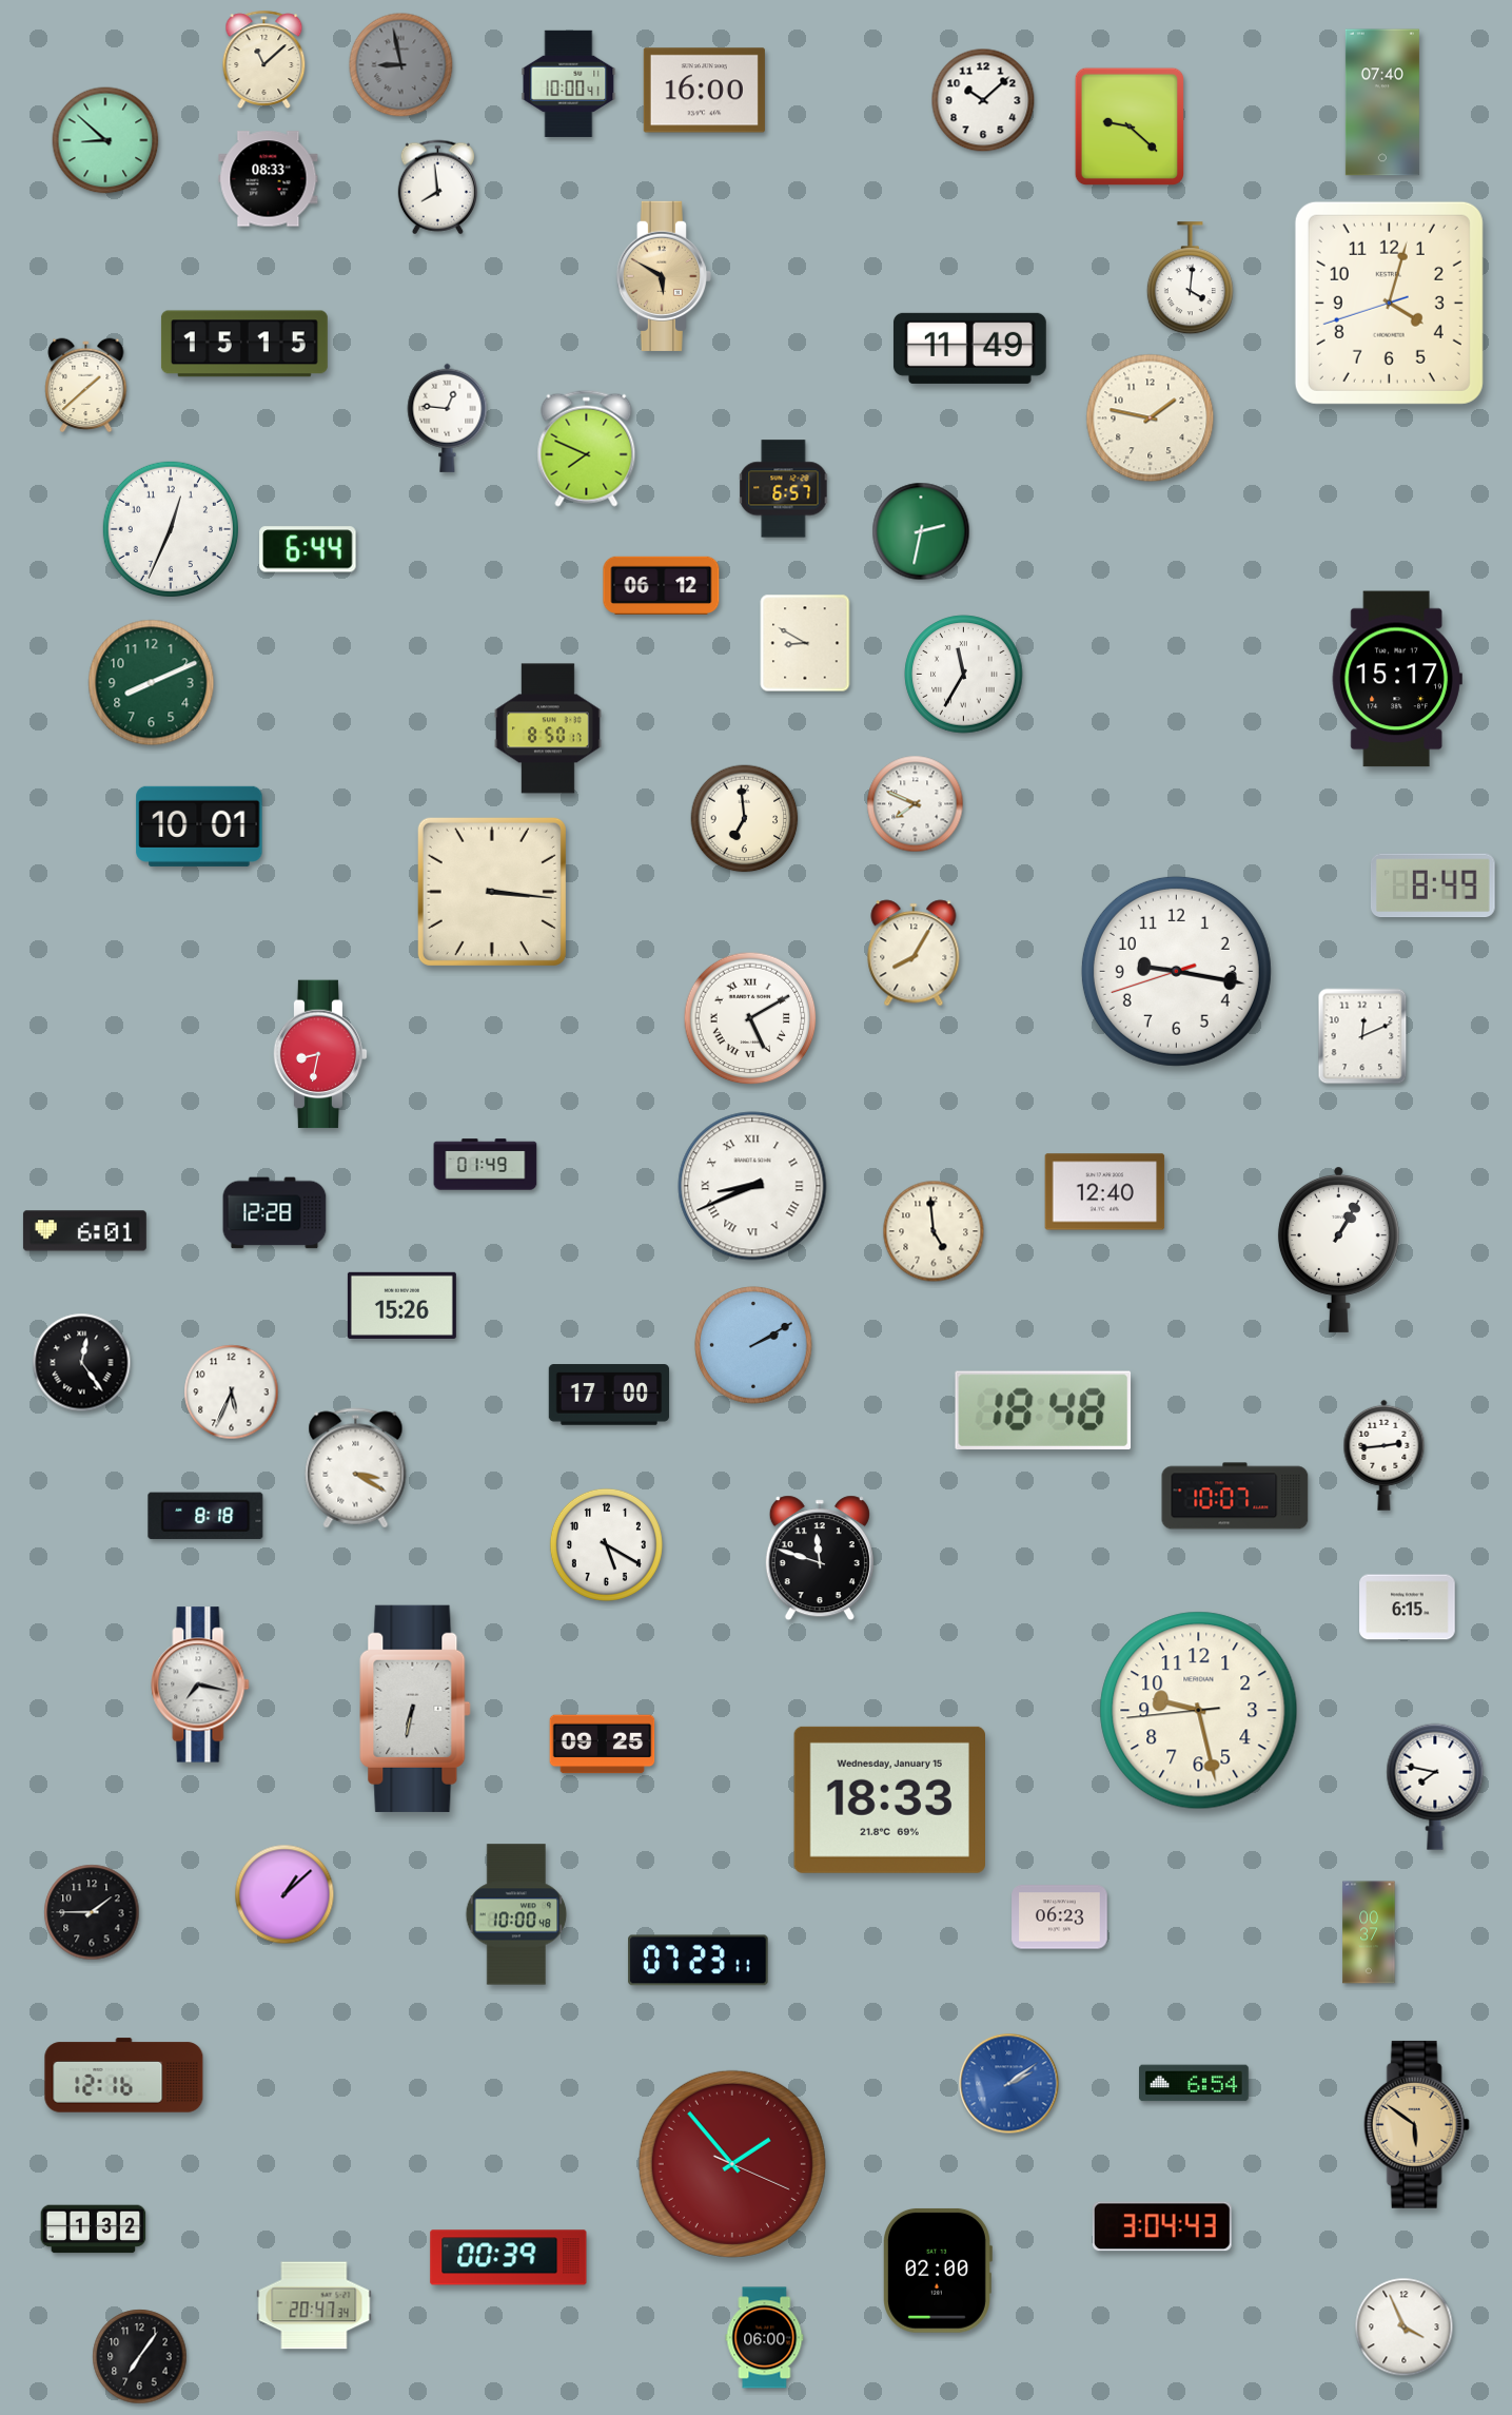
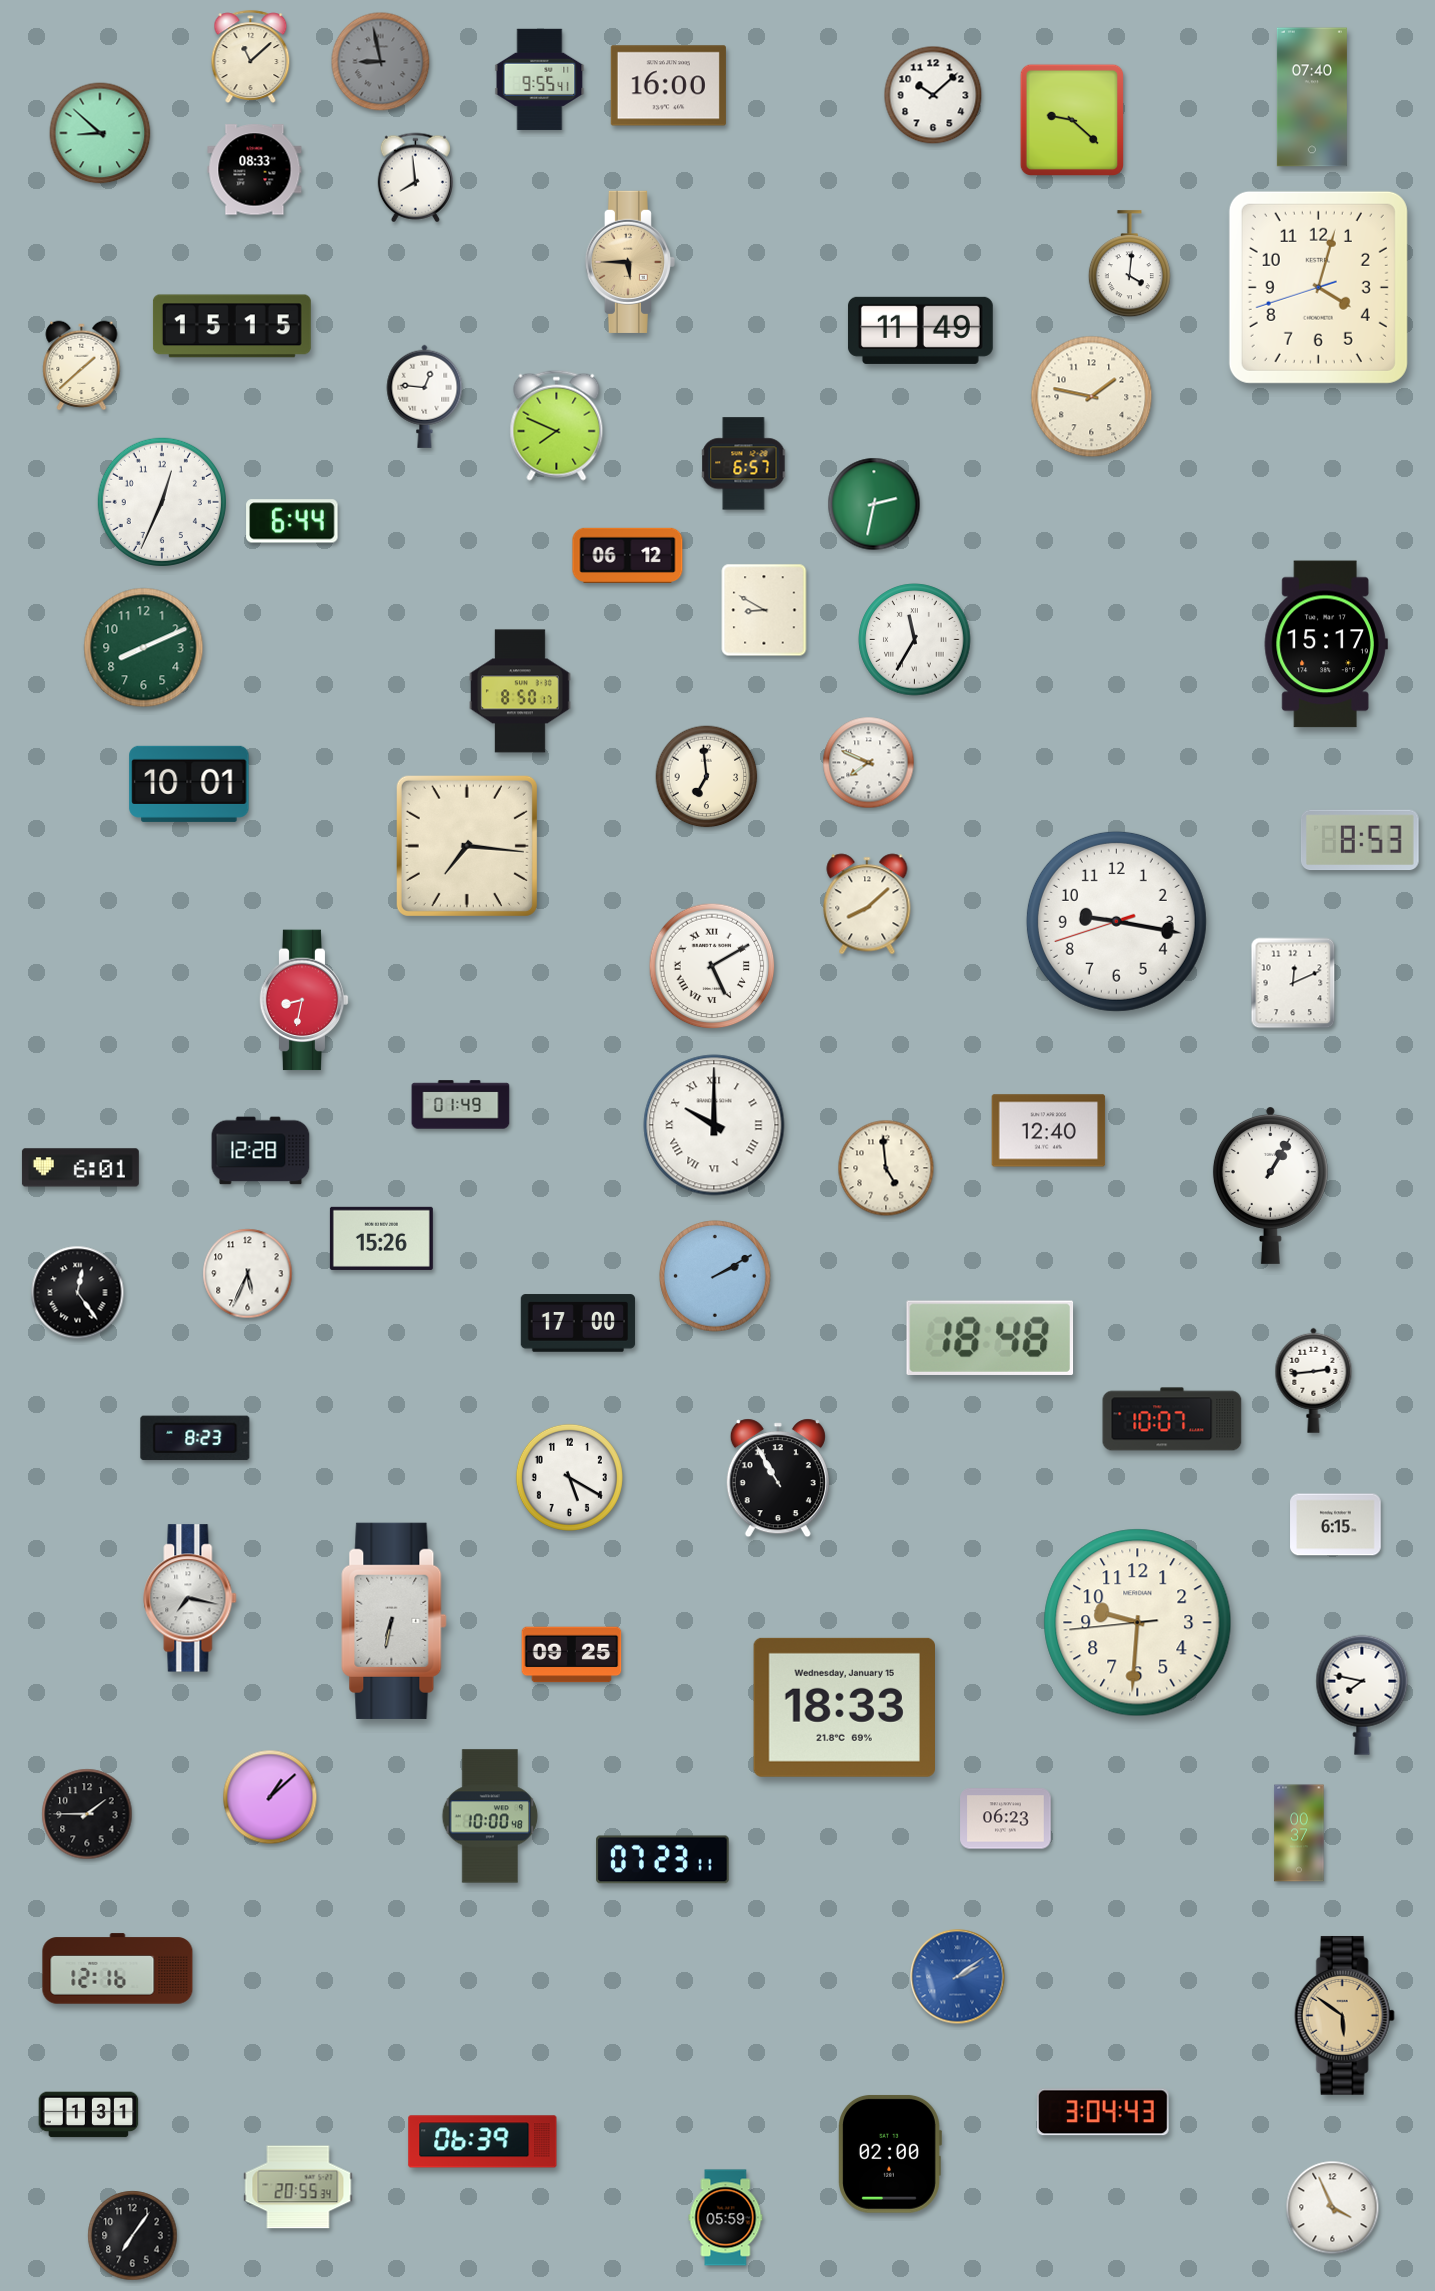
clock at (569, 83): 10:00 -> 9:55
clock at (664, 276): 5:50 -> 5:45
clock at (1433, 885): 8:49 -> 8:53
clock at (492, 892): 3:16 -> 7:16
clock at (914, 953): 8:05 -> 8:08
clock at (752, 1186): 8:41 -> 10:00
clock at (232, 1392) position: (232, 1392) -> (248, 1274)
clock at (356, 1468): 3:20 -> none
clock at (205, 1516): 8:18 -> 8:23
clock at (606, 1544) position: (606, 1544) -> (569, 1477)
clock at (820, 1558): 11:48 -> 10:55
clock at (1199, 1711): 9:27 -> 9:30
clock at (1195, 2083): 6:54 -> none
clock at (732, 2164): 1:53 -> none
clock at (94, 2229): 1:32 -> 1:31
clock at (509, 2258): 00:39 -> 06:39
clock at (314, 2305): 20:47 -> 20:55
clock at (765, 2338): 06:00 -> 05:59
